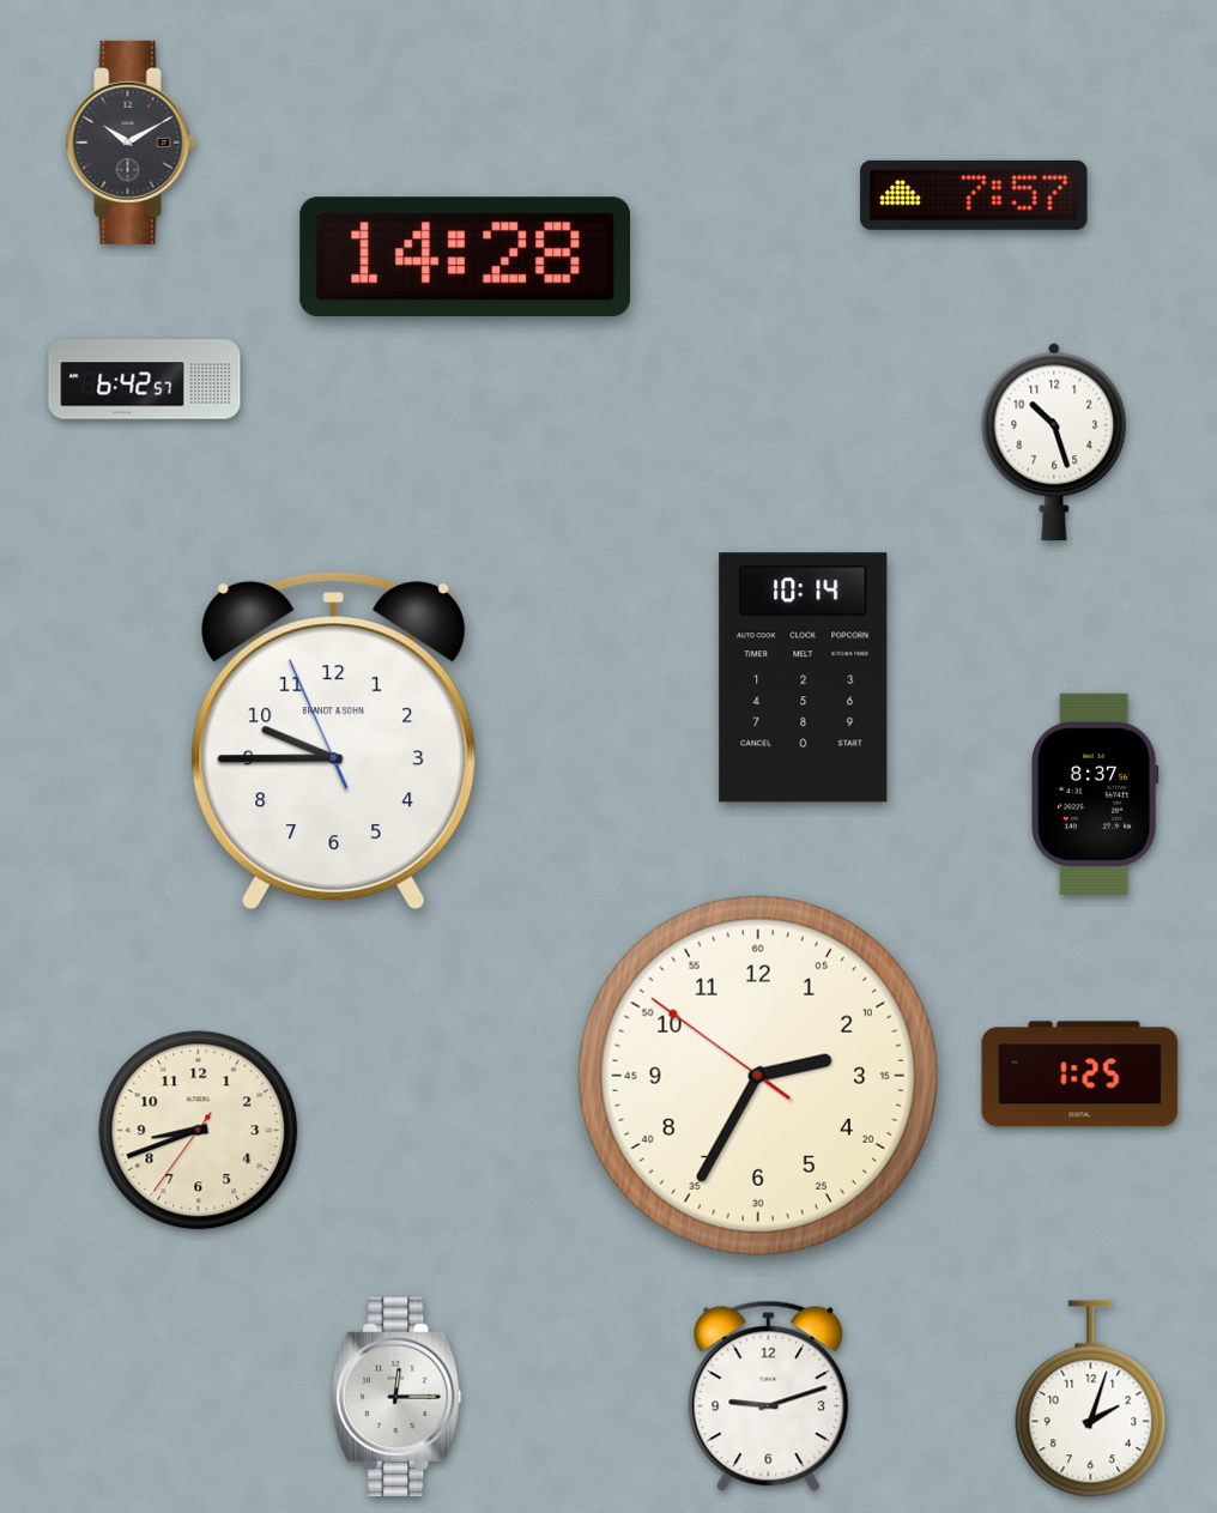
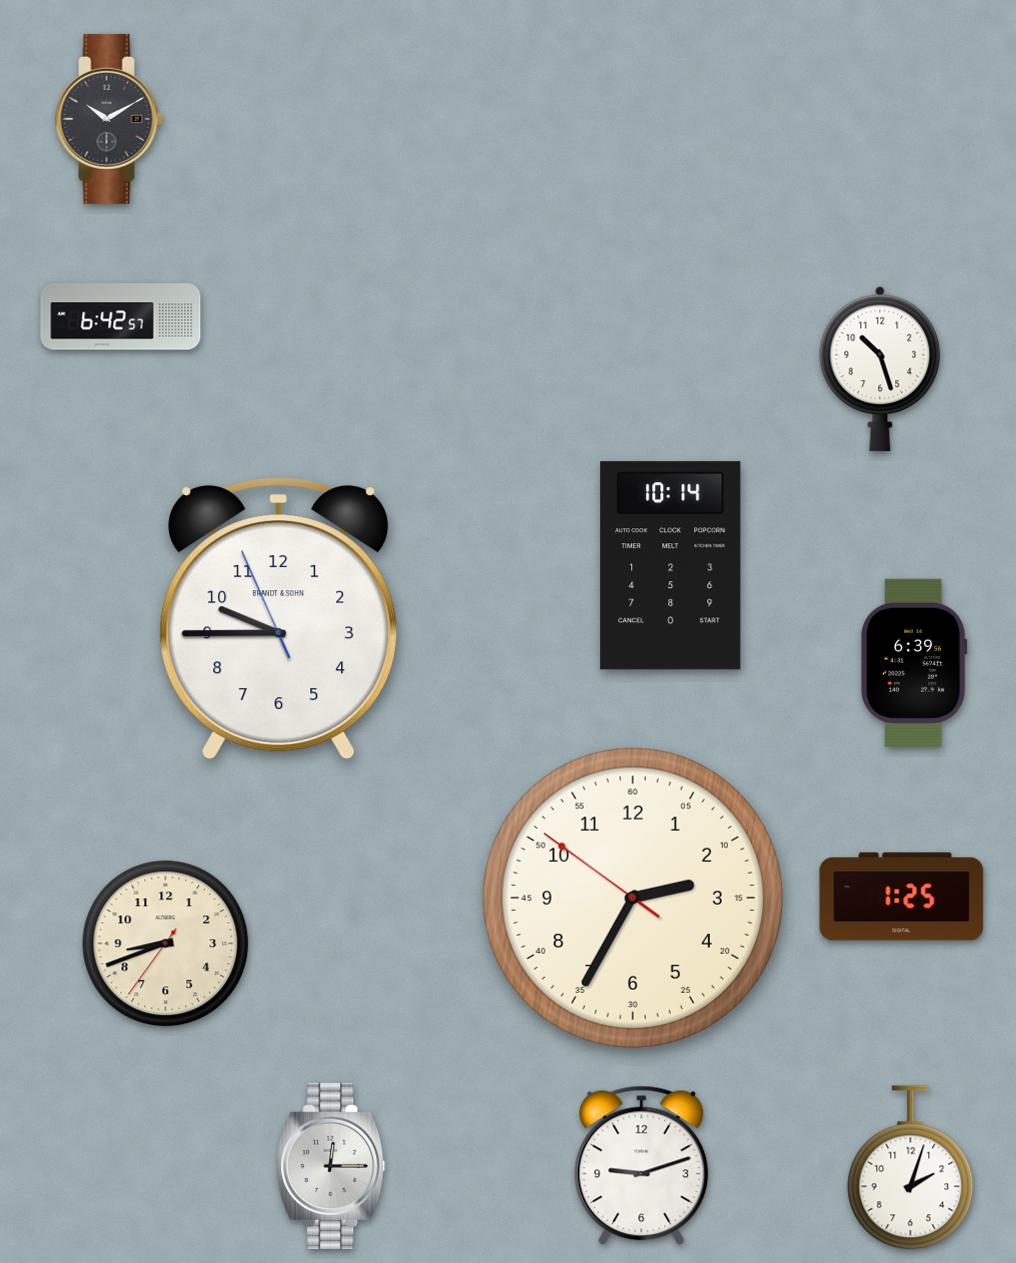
clock at (974, 195): 7:57 -> none
clock at (466, 256): 14:28 -> none
clock at (1096, 794): 8:37 -> 6:39
